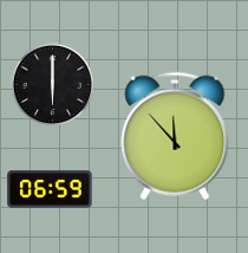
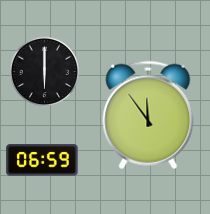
clock at (175, 136): 11:53 -> 11:54
